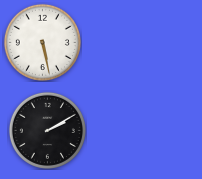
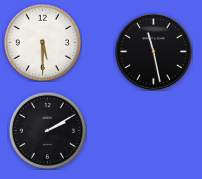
clock at (42, 42): 5:28 -> 5:30
clock at (154, 52): none -> 11:28
